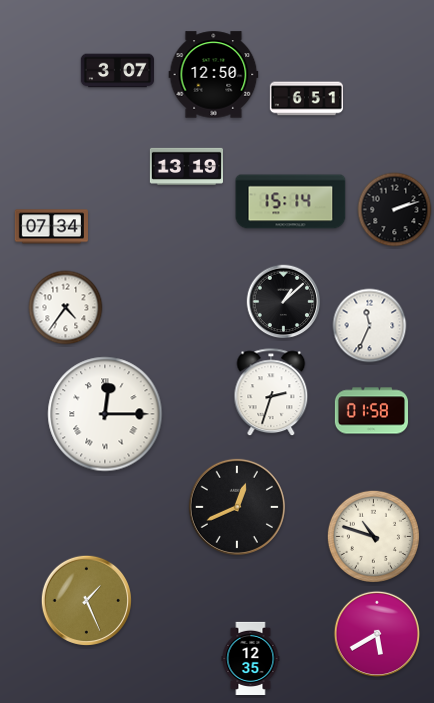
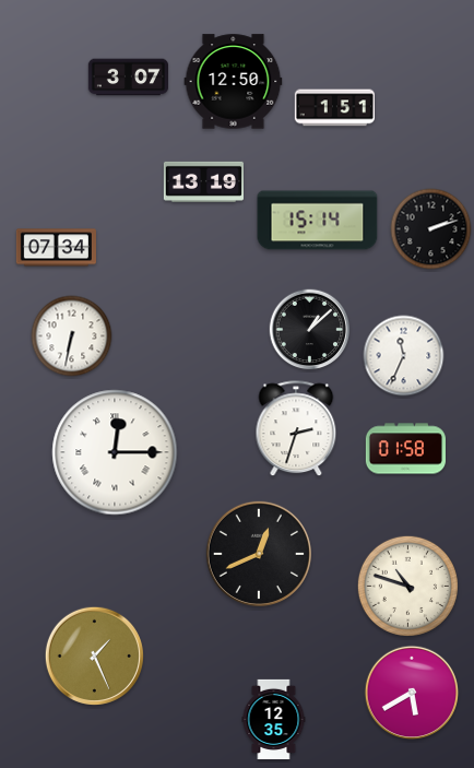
clock at (306, 99): 6:51 -> 1:51
clock at (66, 308): 4:36 -> 6:32
